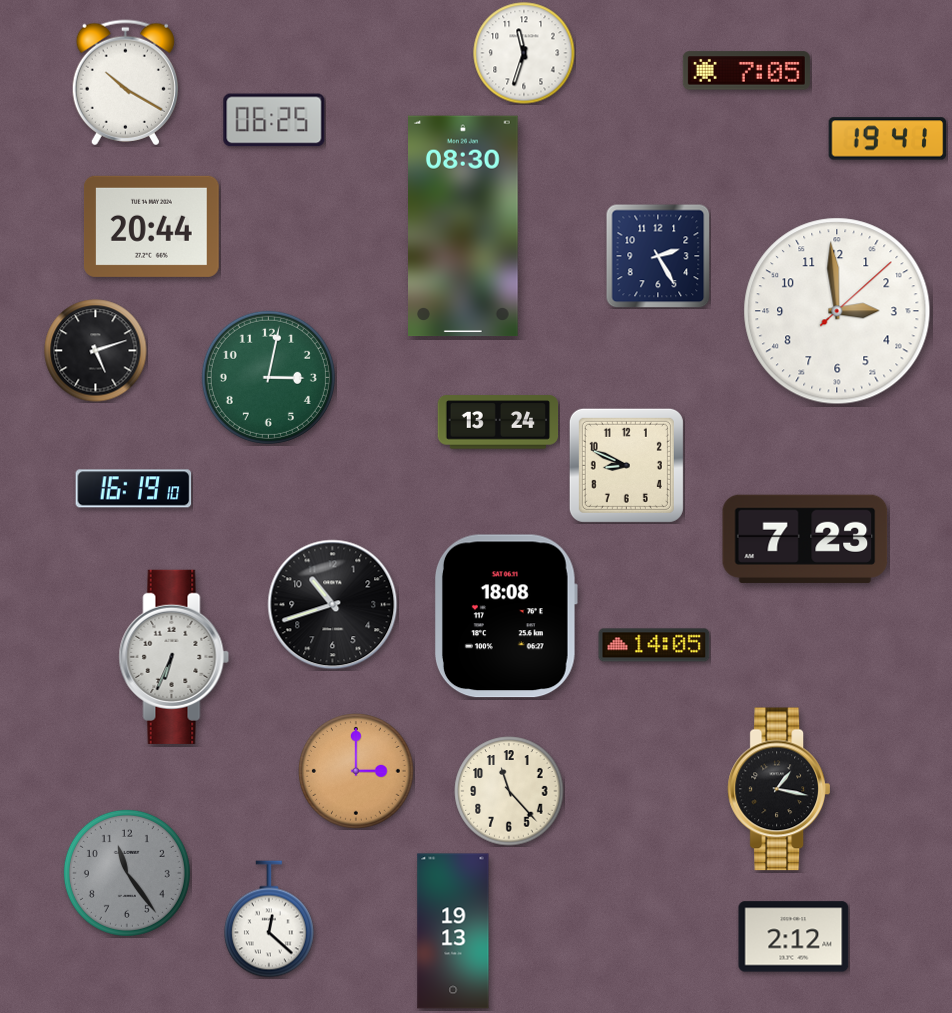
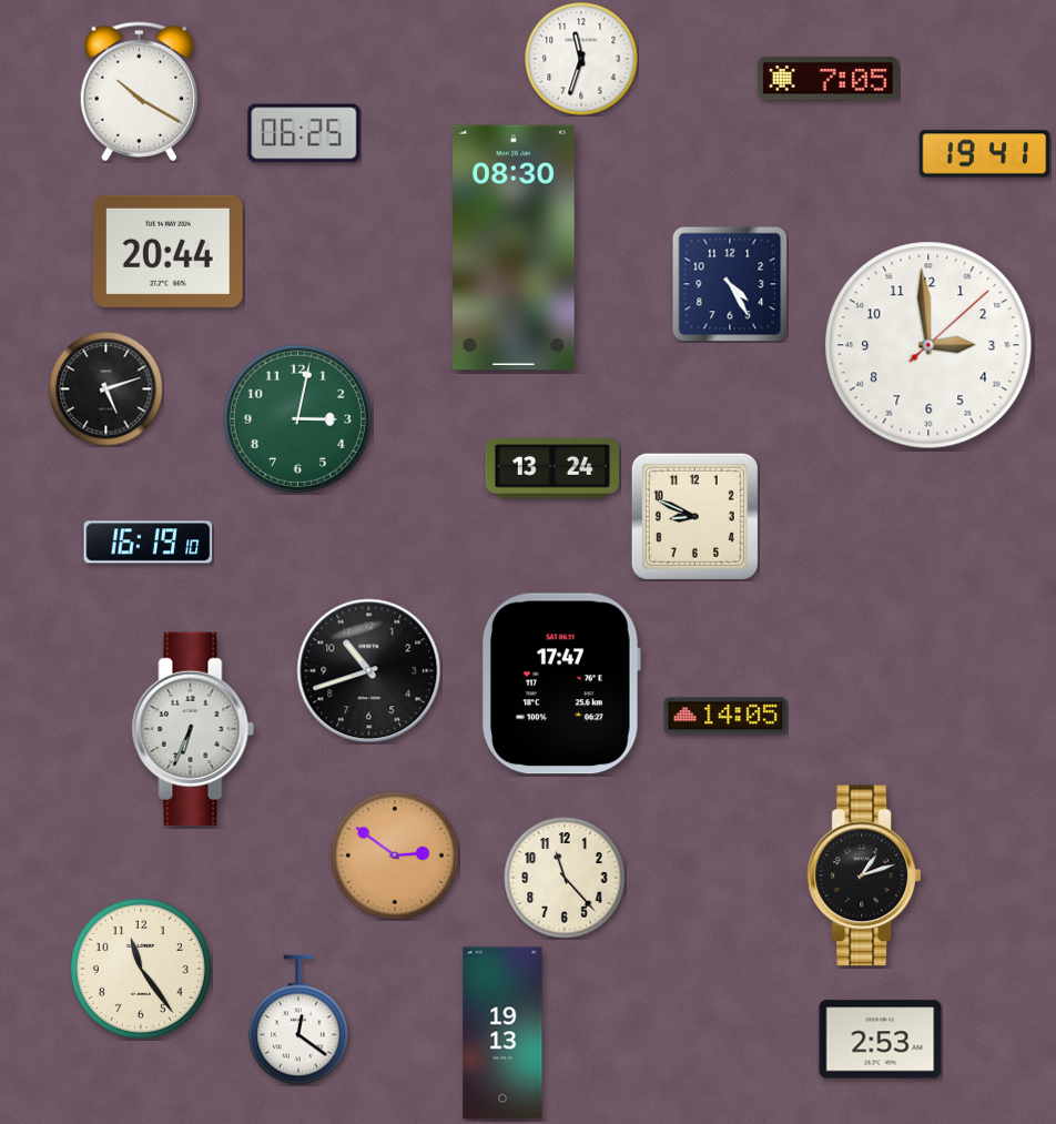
clock at (464, 226) position: (464, 226) -> (515, 247)
clock at (658, 256): 2:25 -> 4:25
clock at (805, 539): 7:23 -> none
clock at (506, 616): 18:08 -> 17:47
clock at (356, 771): 3:00 -> 2:51
clock at (778, 789): 1:17 -> 1:12
clock at (127, 873) dial: grey -> cream
clock at (270, 919): 12:22 -> 12:21
clock at (794, 937): 2:12 -> 2:53
